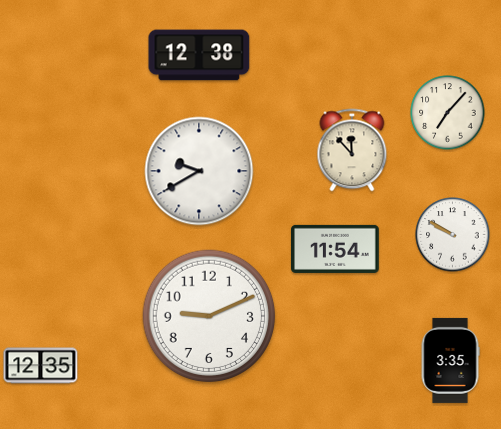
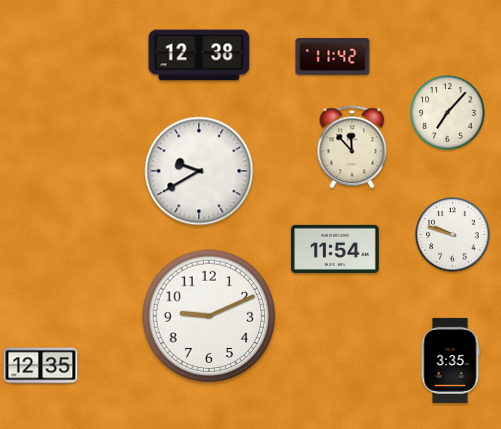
clock at (333, 57): none -> 11:42
clock at (352, 150) position: (352, 150) -> (352, 147)
clock at (453, 235): 9:50 -> 9:48
